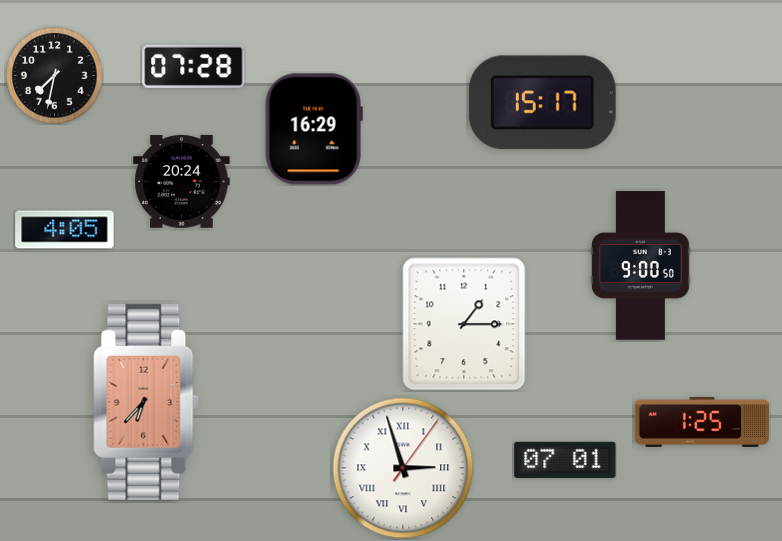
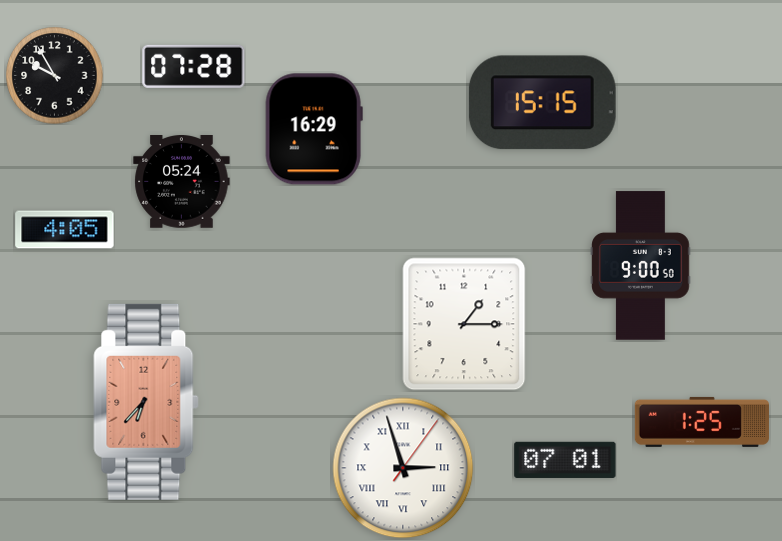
clock at (55, 76): 7:32 -> 9:55
clock at (542, 103): 15:17 -> 15:15
clock at (182, 182): 20:24 -> 05:24
